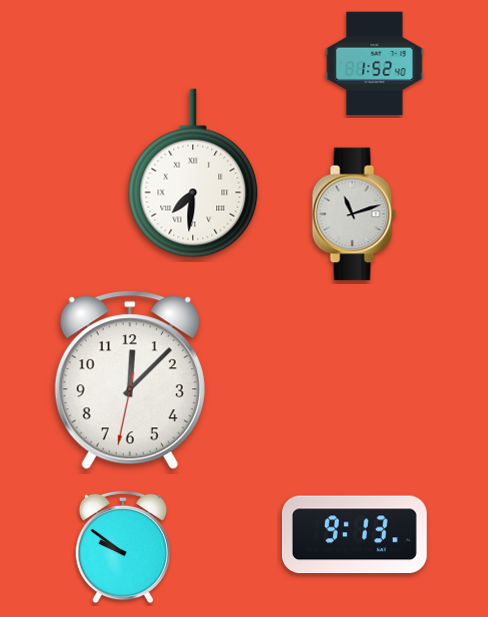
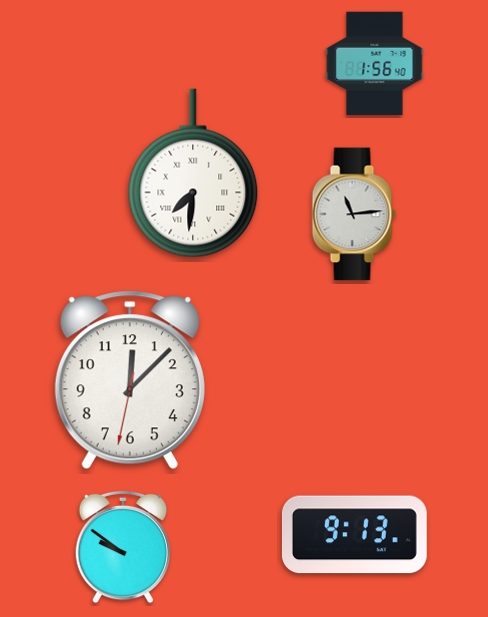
clock at (375, 64): 1:52 -> 1:56
clock at (354, 214): 11:12 -> 11:14
